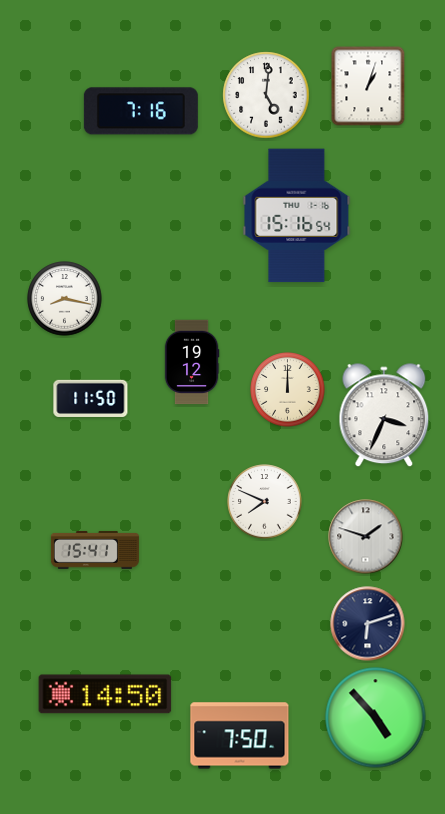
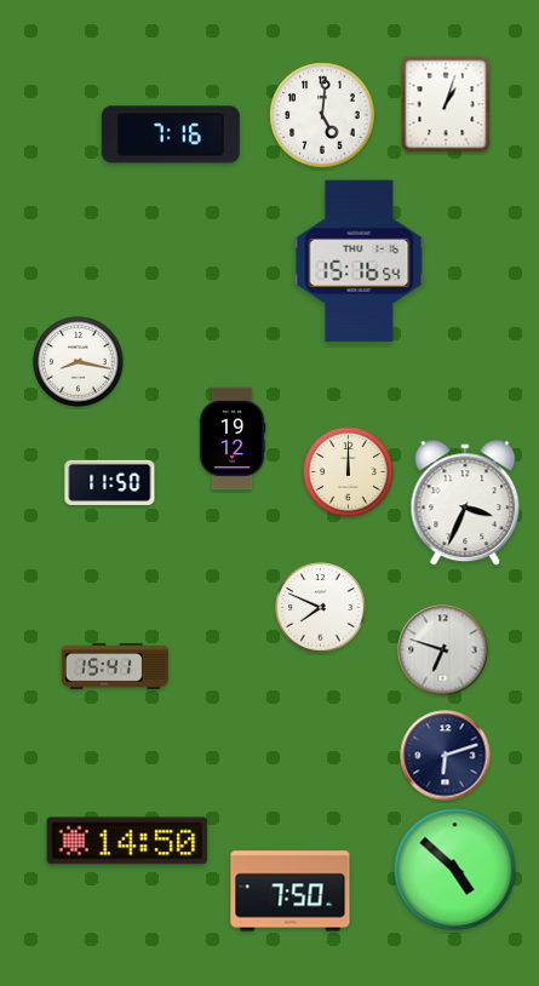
clock at (366, 537): 1:48 -> 6:48
clock at (376, 718): 4:53 -> 4:52
